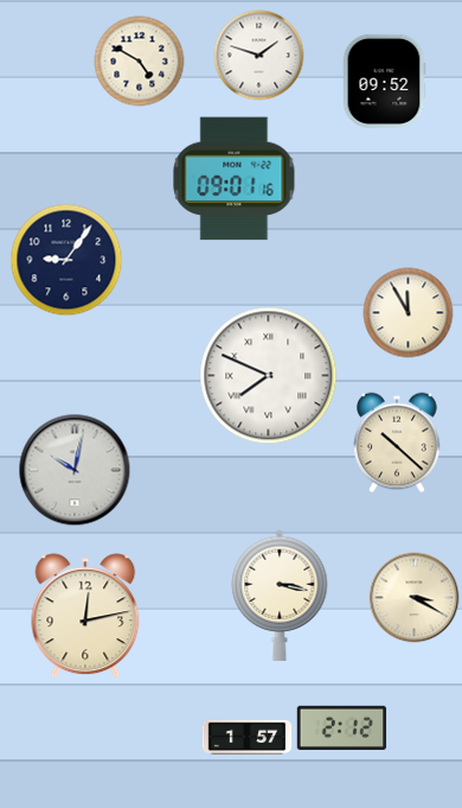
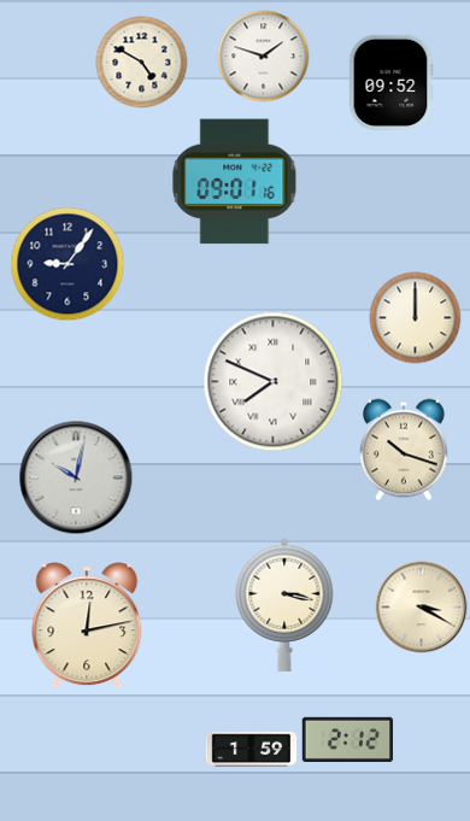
clock at (235, 179) position: (235, 179) -> (235, 182)
clock at (409, 313): 11:55 -> 12:00
clock at (398, 443): 10:22 -> 10:18
clock at (248, 738): 1:57 -> 1:59
